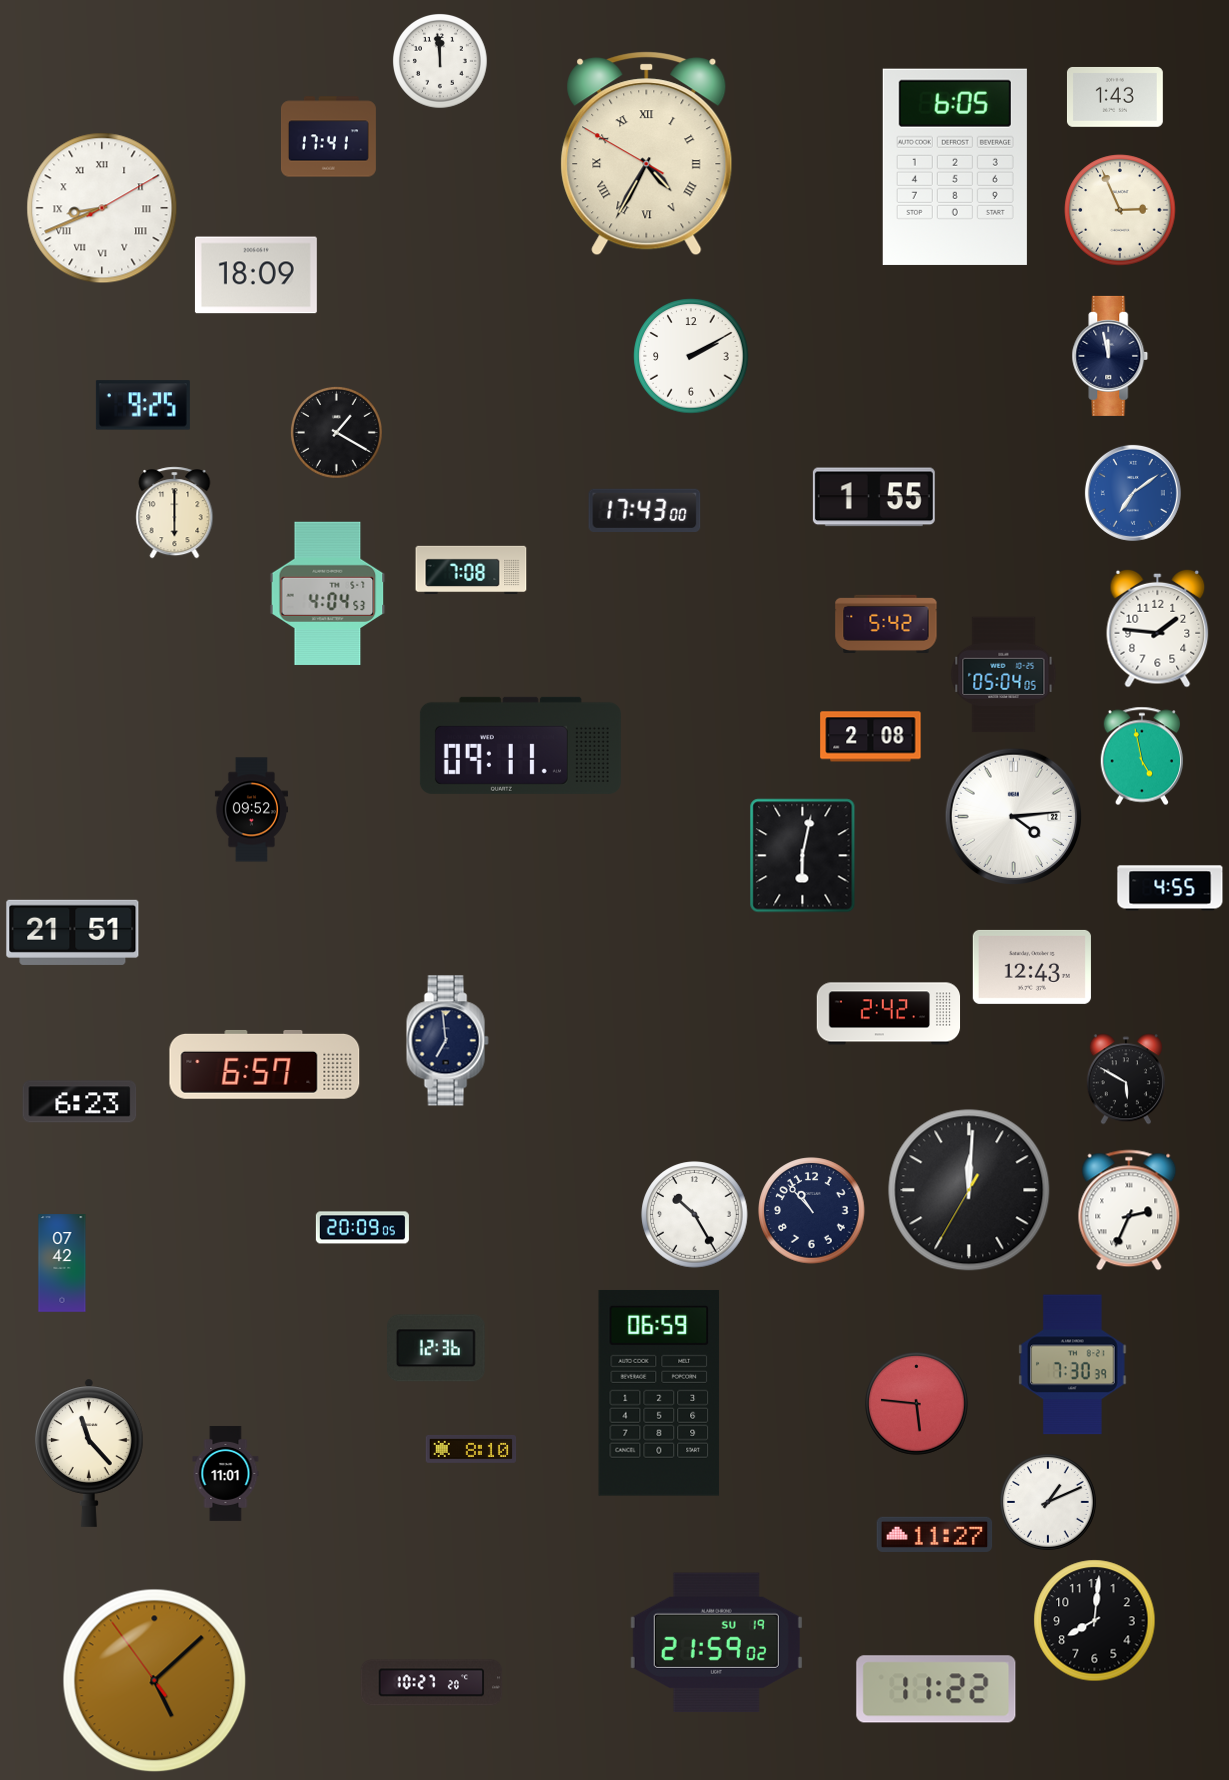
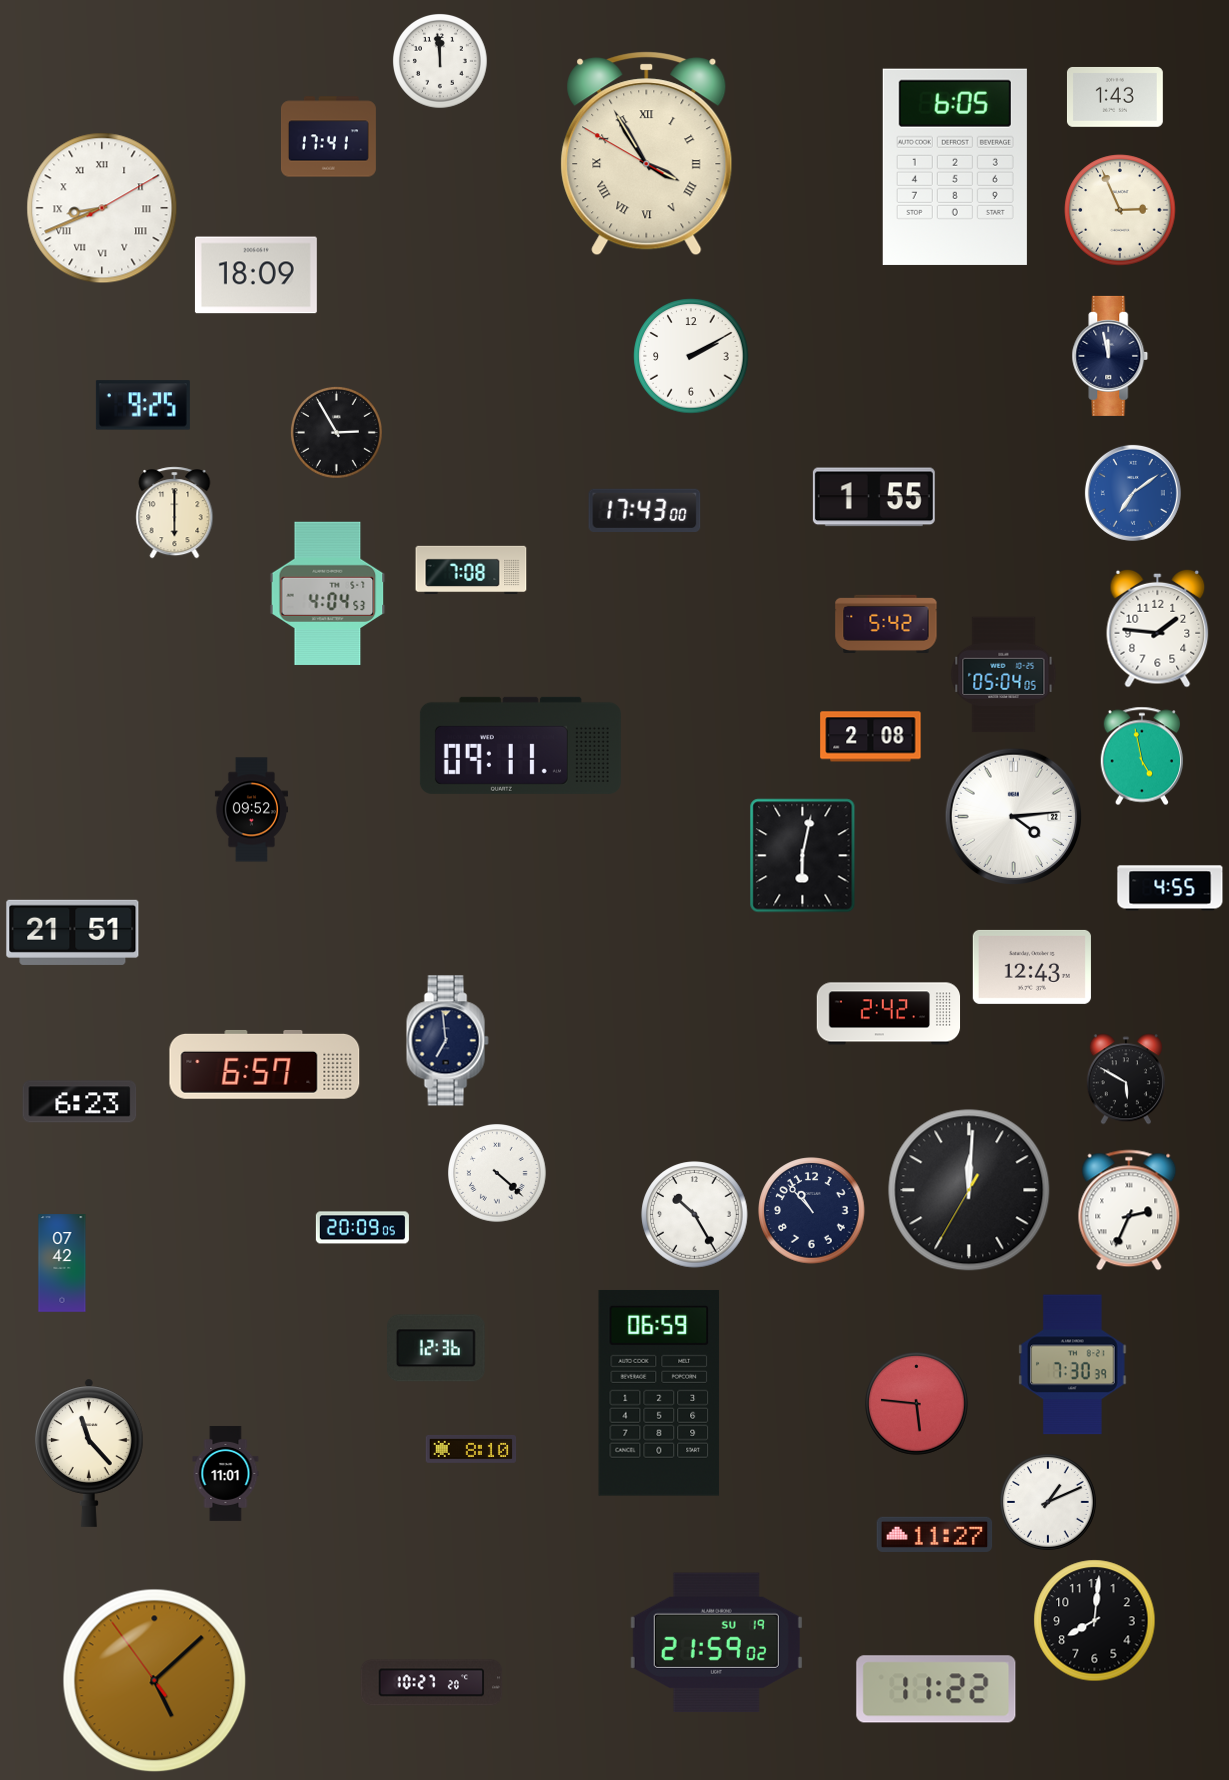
clock at (647, 154): 4:34 -> 3:54
clock at (336, 432): 1:20 -> 2:55
clock at (498, 1174): none -> 4:22
